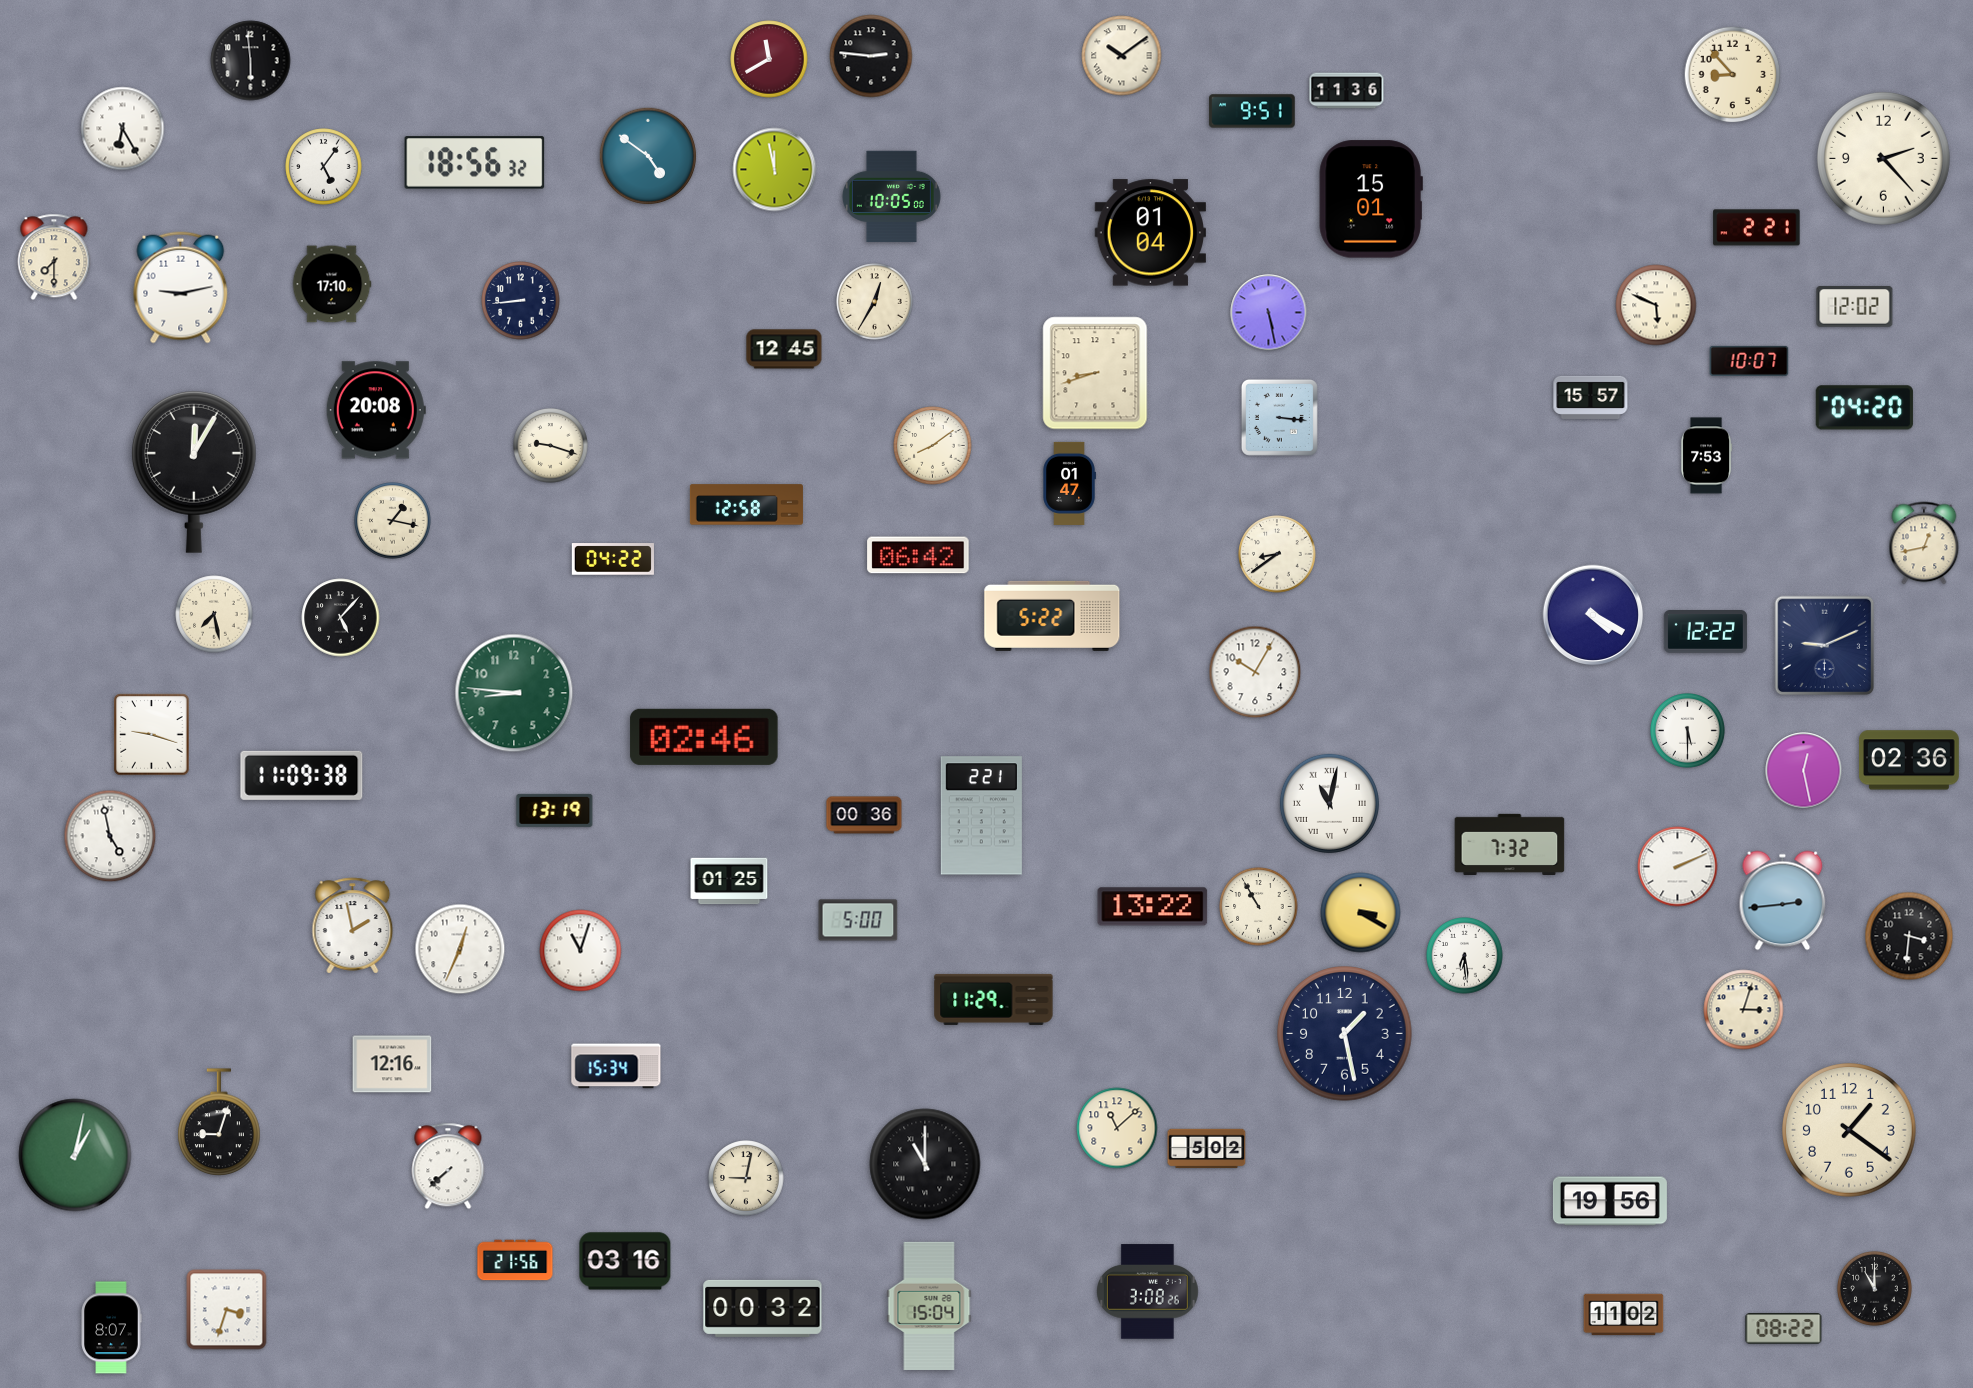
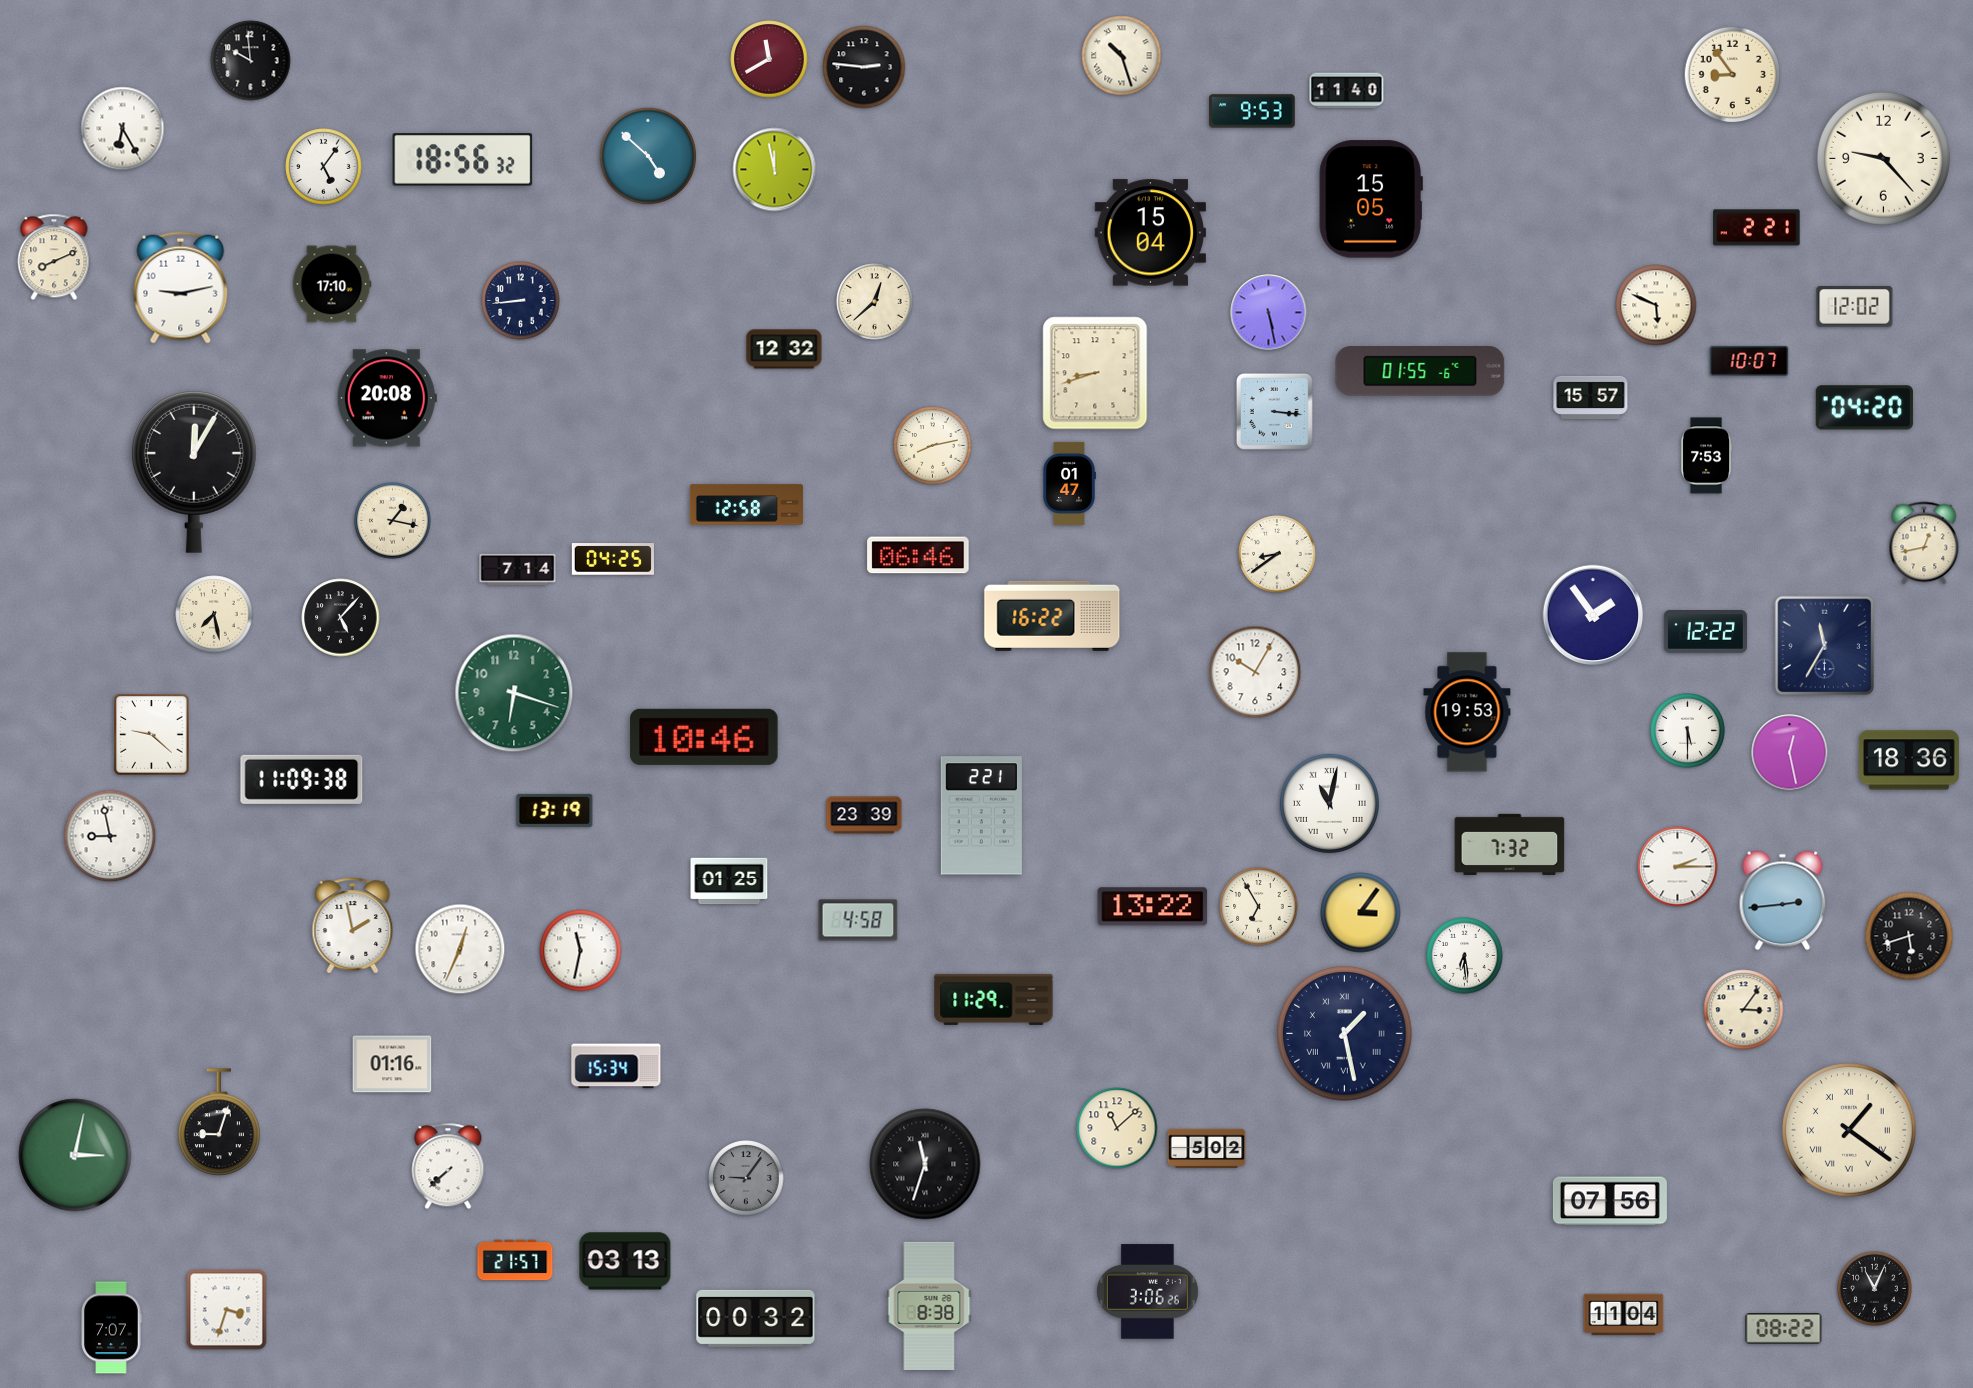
clock at (871, 56) position: (871, 56) -> (864, 67)
clock at (1122, 56): 10:09 -> 10:27
clock at (251, 61): 5:59 -> 9:59
clock at (1733, 75): 8:53 -> 8:54
clock at (1347, 91): 11:36 -> 11:40
clock at (1252, 111): 9:51 -> 9:53
clock at (648, 156): 4:51 -> 4:52
clock at (1883, 158): 2:23 -> 9:23
clock at (475, 163) position: (475, 163) -> (463, 160)
clock at (891, 197): 10:05 -> none
clock at (1371, 199): 15:01 -> 15:05
clock at (1150, 233): 01:04 -> 15:04
clock at (54, 257): 7:30 -> 8:11
clock at (875, 302): 12:35 -> 12:38
clock at (784, 349): 12:45 -> 12:32
clock at (1420, 371): none -> 01:55
clock at (376, 410) position: (376, 410) -> (387, 398)
clock at (1279, 417) position: (1279, 417) -> (1274, 411)
clock at (551, 446): 9:18 -> none
clock at (933, 446): 8:09 -> 8:13
clock at (918, 555): 06:42 -> 06:46
clock at (613, 559): 04:22 -> 04:25
clock at (518, 569): none -> 7:14
clock at (1593, 615): 4:20 -> 1:54
clock at (1052, 616): 5:22 -> 16:22
clock at (1825, 646): 9:11 -> 11:35
clock at (514, 693): 8:46 -> 6:18
clock at (1467, 712): none -> 19:53
clock at (152, 735): 9:18 -> 9:22
clock at (704, 737): 02:46 -> 10:46
clock at (1909, 760): 02:36 -> 18:36
clock at (1804, 771) position: (1804, 771) -> (1790, 753)
clock at (302, 775) position: (302, 775) -> (302, 779)
clock at (864, 815): 00:36 -> 23:39
clock at (110, 836): 4:58 -> 8:58
clock at (1678, 867): 2:11 -> 2:15
clock at (1259, 907): 10:55 -> 6:55
clock at (1361, 913): 3:20 -> 3:06
clock at (858, 920): 5:00 -> 4:58
clock at (1909, 936): 3:31 -> 5:42
clock at (581, 951): 11:03 -> 11:32
clock at (1744, 1010): 3:03 -> 3:06
clock at (1345, 1034) numerals: Arabic -> Roman
clock at (392, 1064): 12:16 -> 01:16
clock at (1850, 1131) numerals: Arabic -> Roman
clock at (75, 1155): 1:02 -> 3:02
clock at (925, 1164): 11:00 -> 11:33
clock at (746, 1178): 9:02 -> 9:06
clock at (746, 1178) dial: cream -> grey
clock at (1610, 1201): 19:56 -> 07:56
clock at (515, 1260): 21:56 -> 21:57
clock at (625, 1261): 03:16 -> 03:13
clock at (1875, 1289): 11:00 -> 11:04
clock at (1147, 1292): 3:08 -> 3:06
clock at (929, 1306): 15:04 -> 8:38
clock at (763, 1308) position: (763, 1308) -> (756, 1318)
clock at (1624, 1315): 11:02 -> 11:04
clock at (111, 1328): 8:07 -> 7:07
